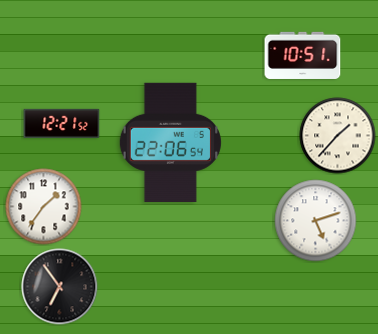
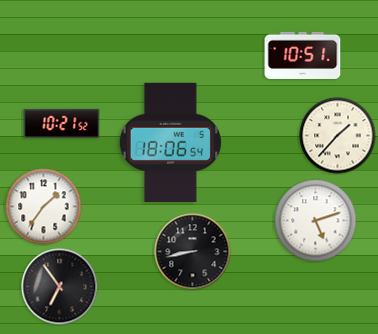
clock at (62, 123): 12:21 -> 10:21
clock at (170, 142): 22:06 -> 18:06
clock at (193, 252): none -> 8:43
